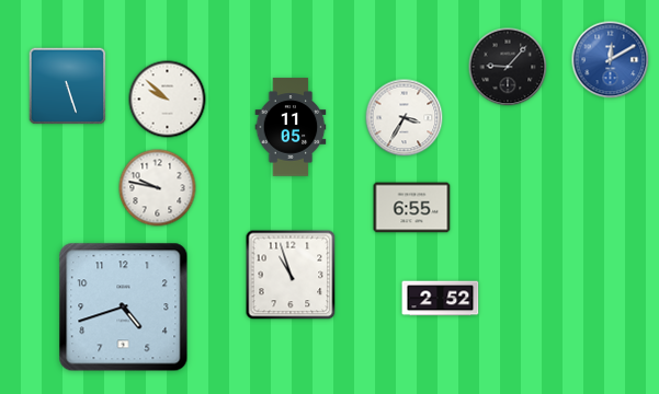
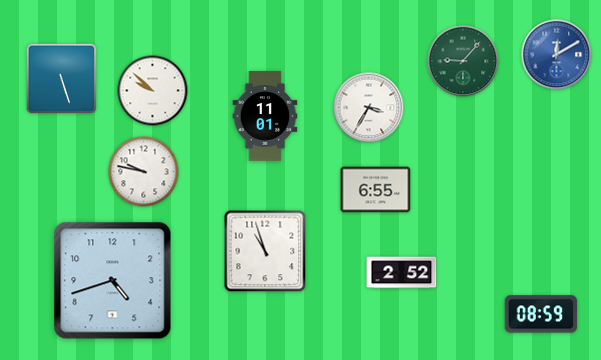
clock at (508, 67) dial: black -> green
clock at (291, 127): 11:05 -> 11:01
clock at (541, 314): none -> 08:59
